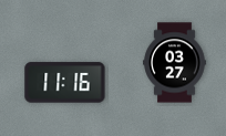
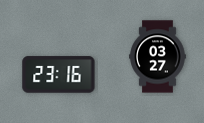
clock at (65, 83): 11:16 -> 23:16
